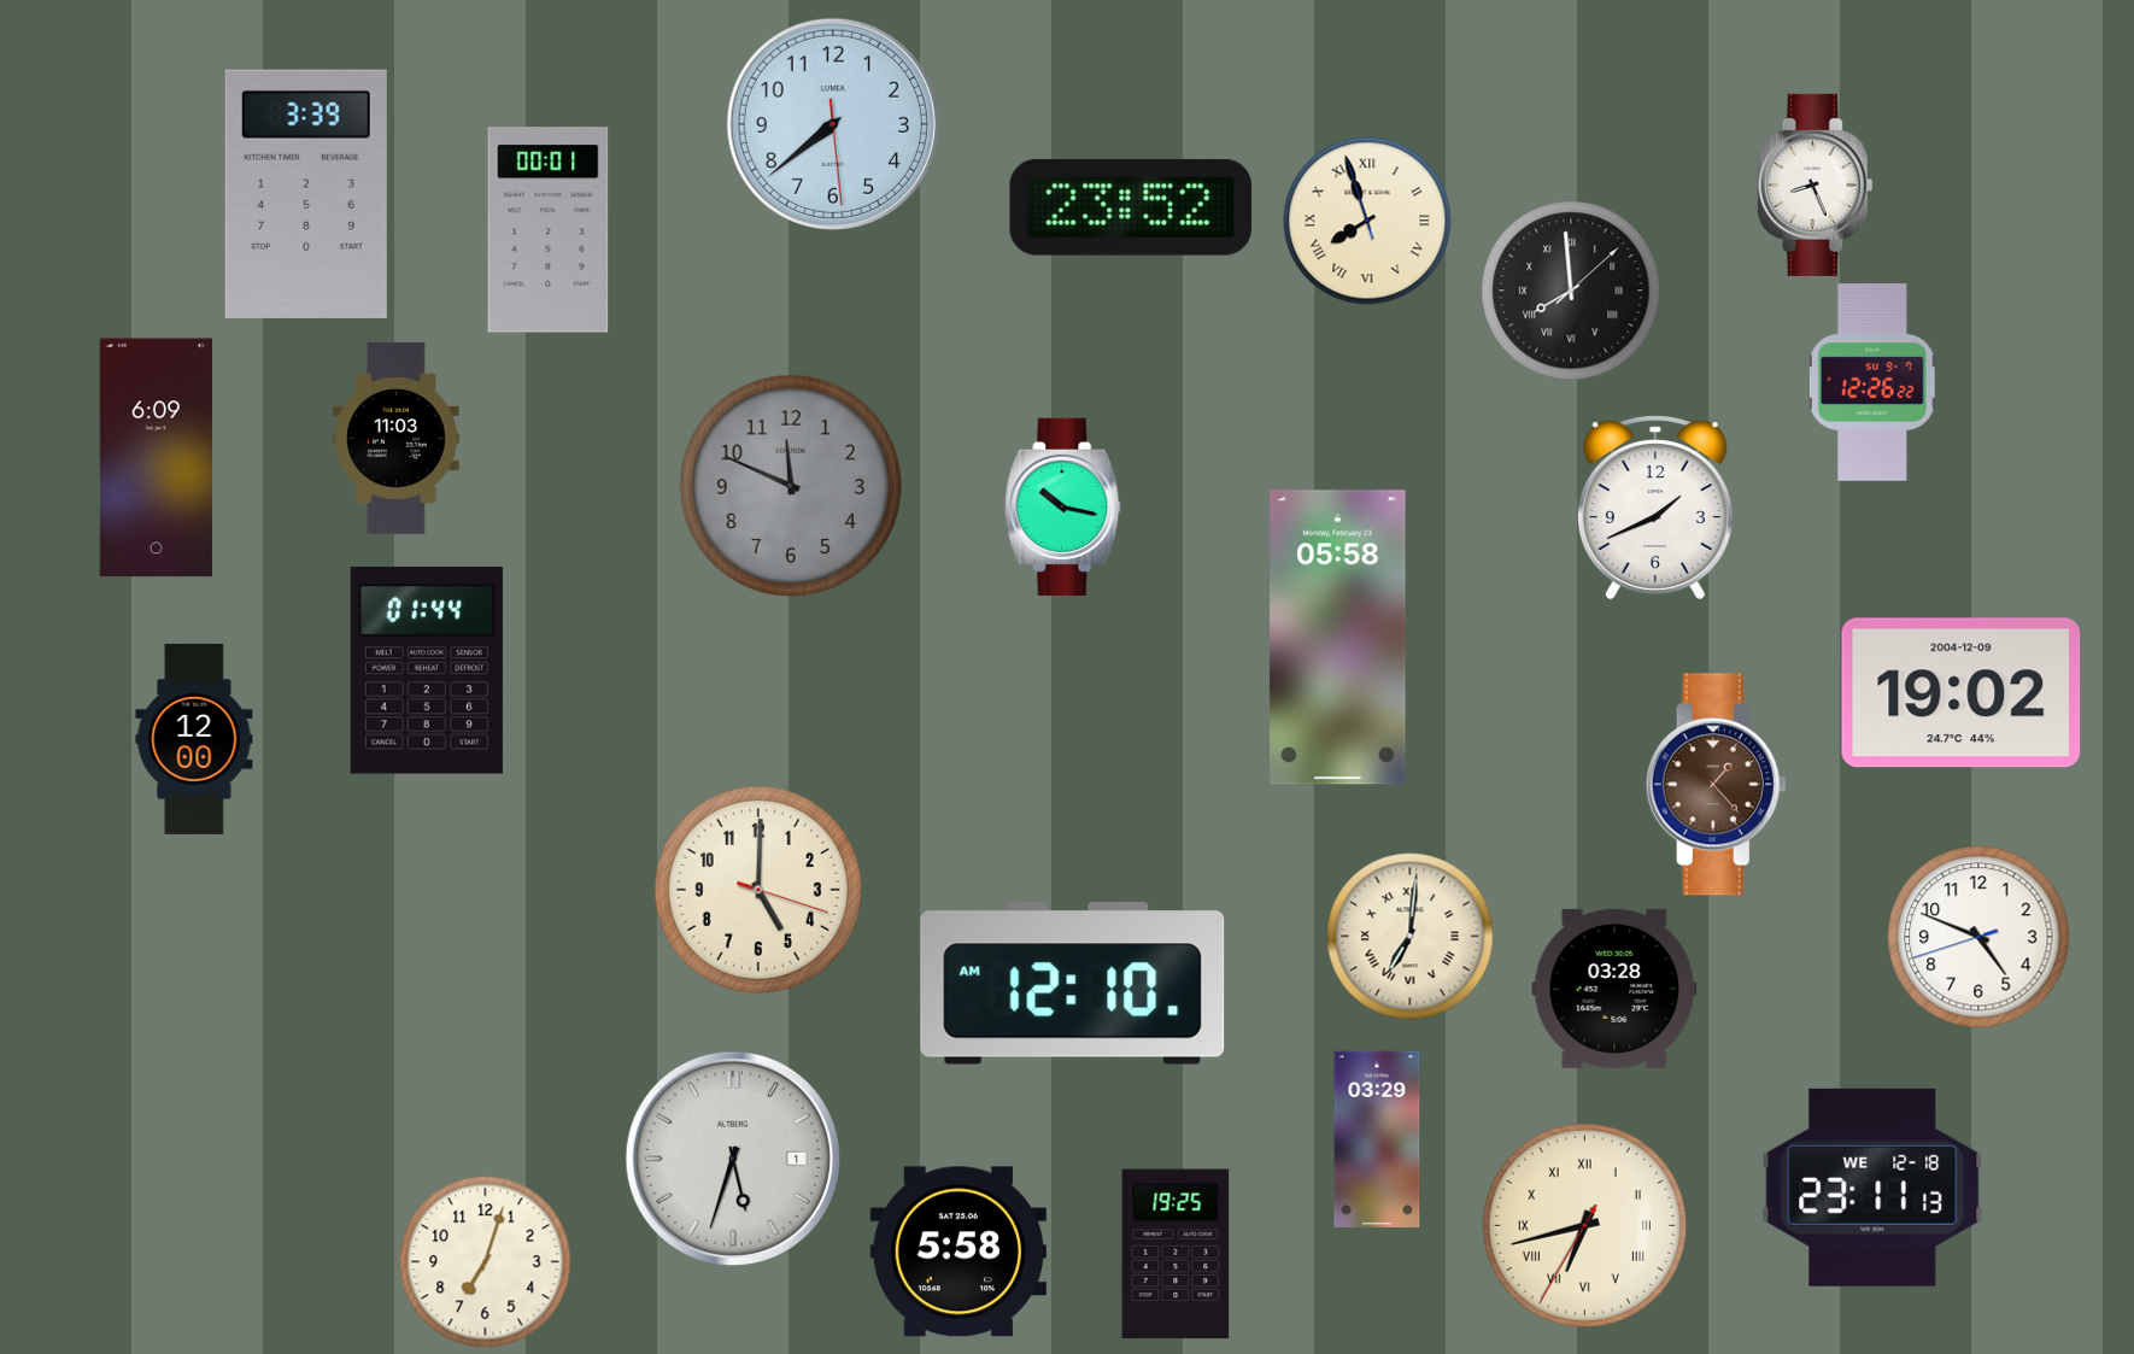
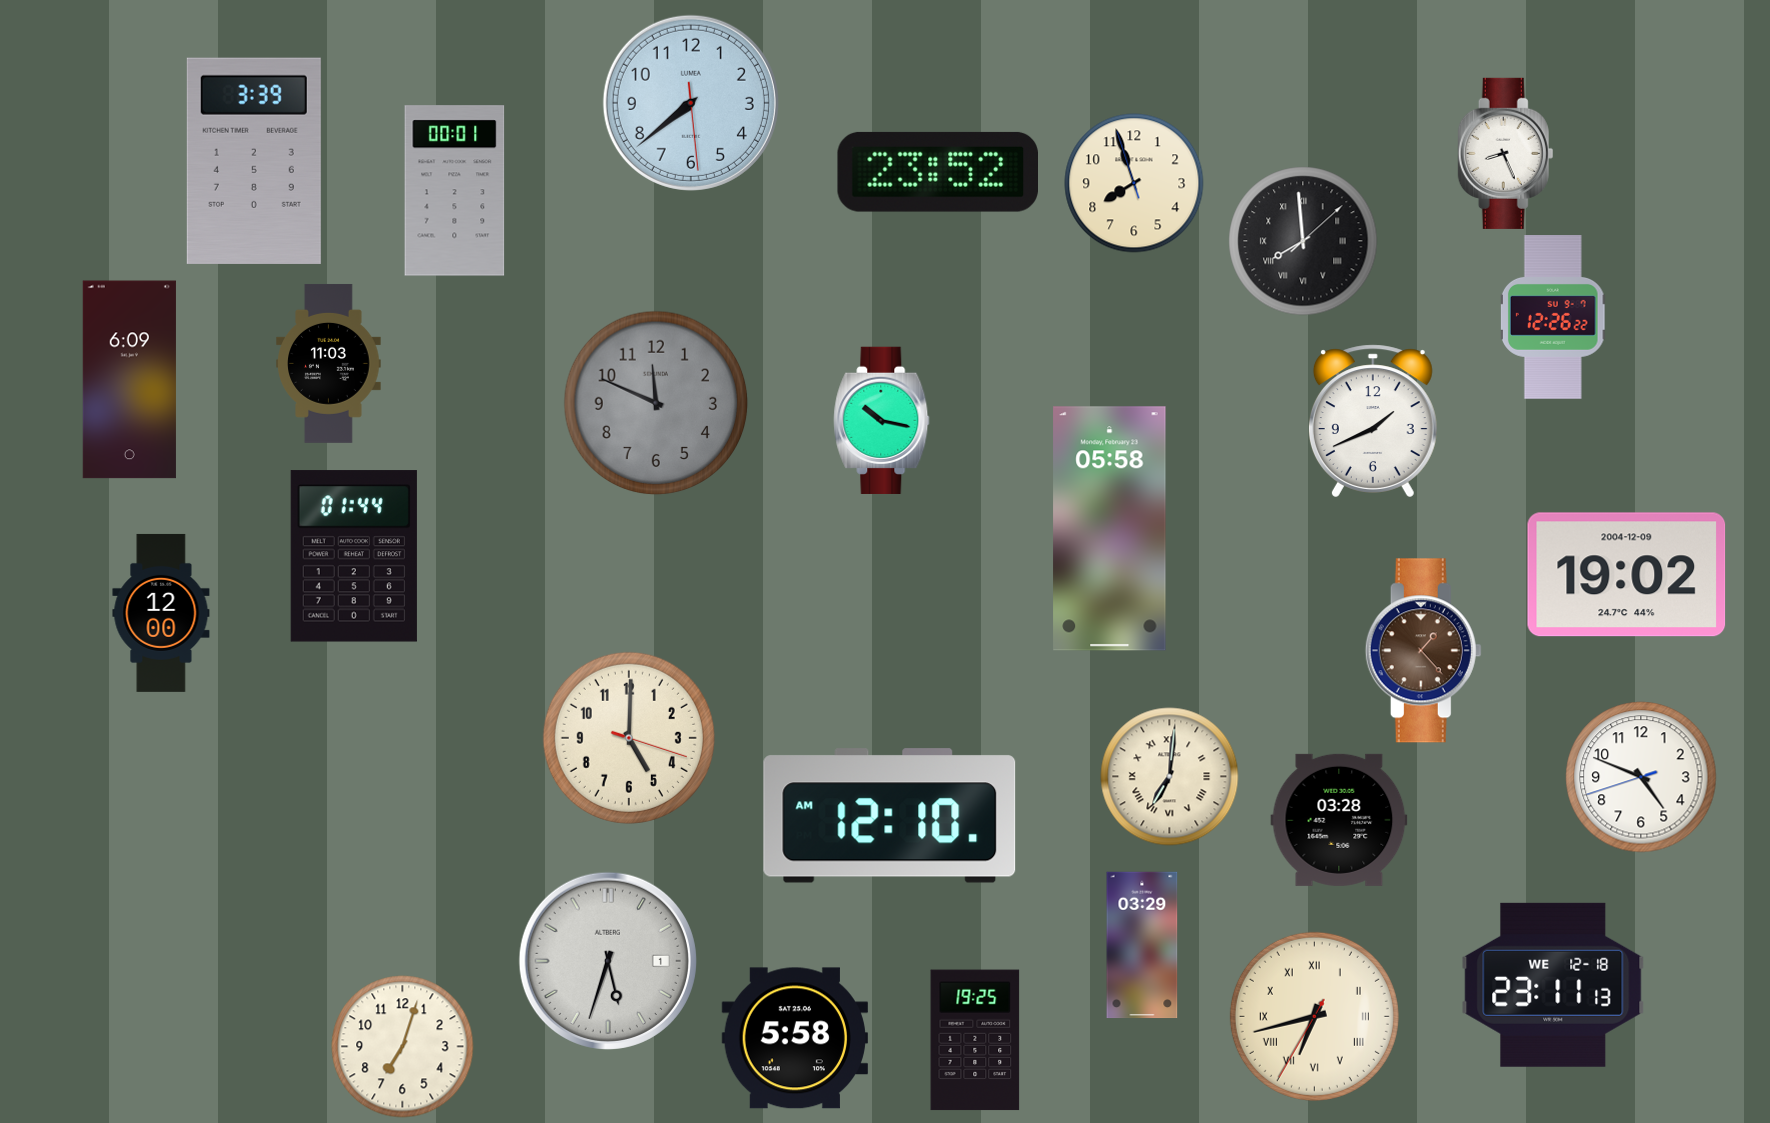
clock at (1367, 221) numerals: Roman -> Arabic
